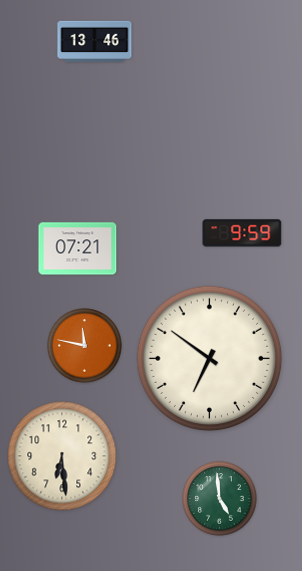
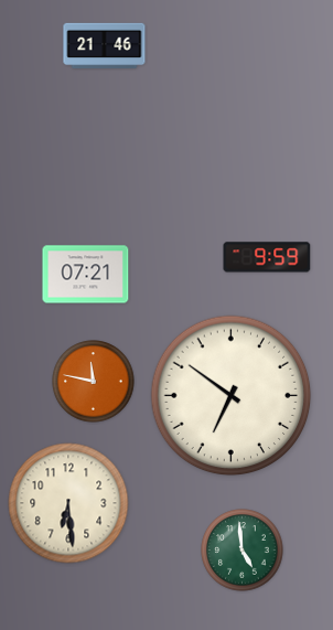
clock at (95, 41): 13:46 -> 21:46
